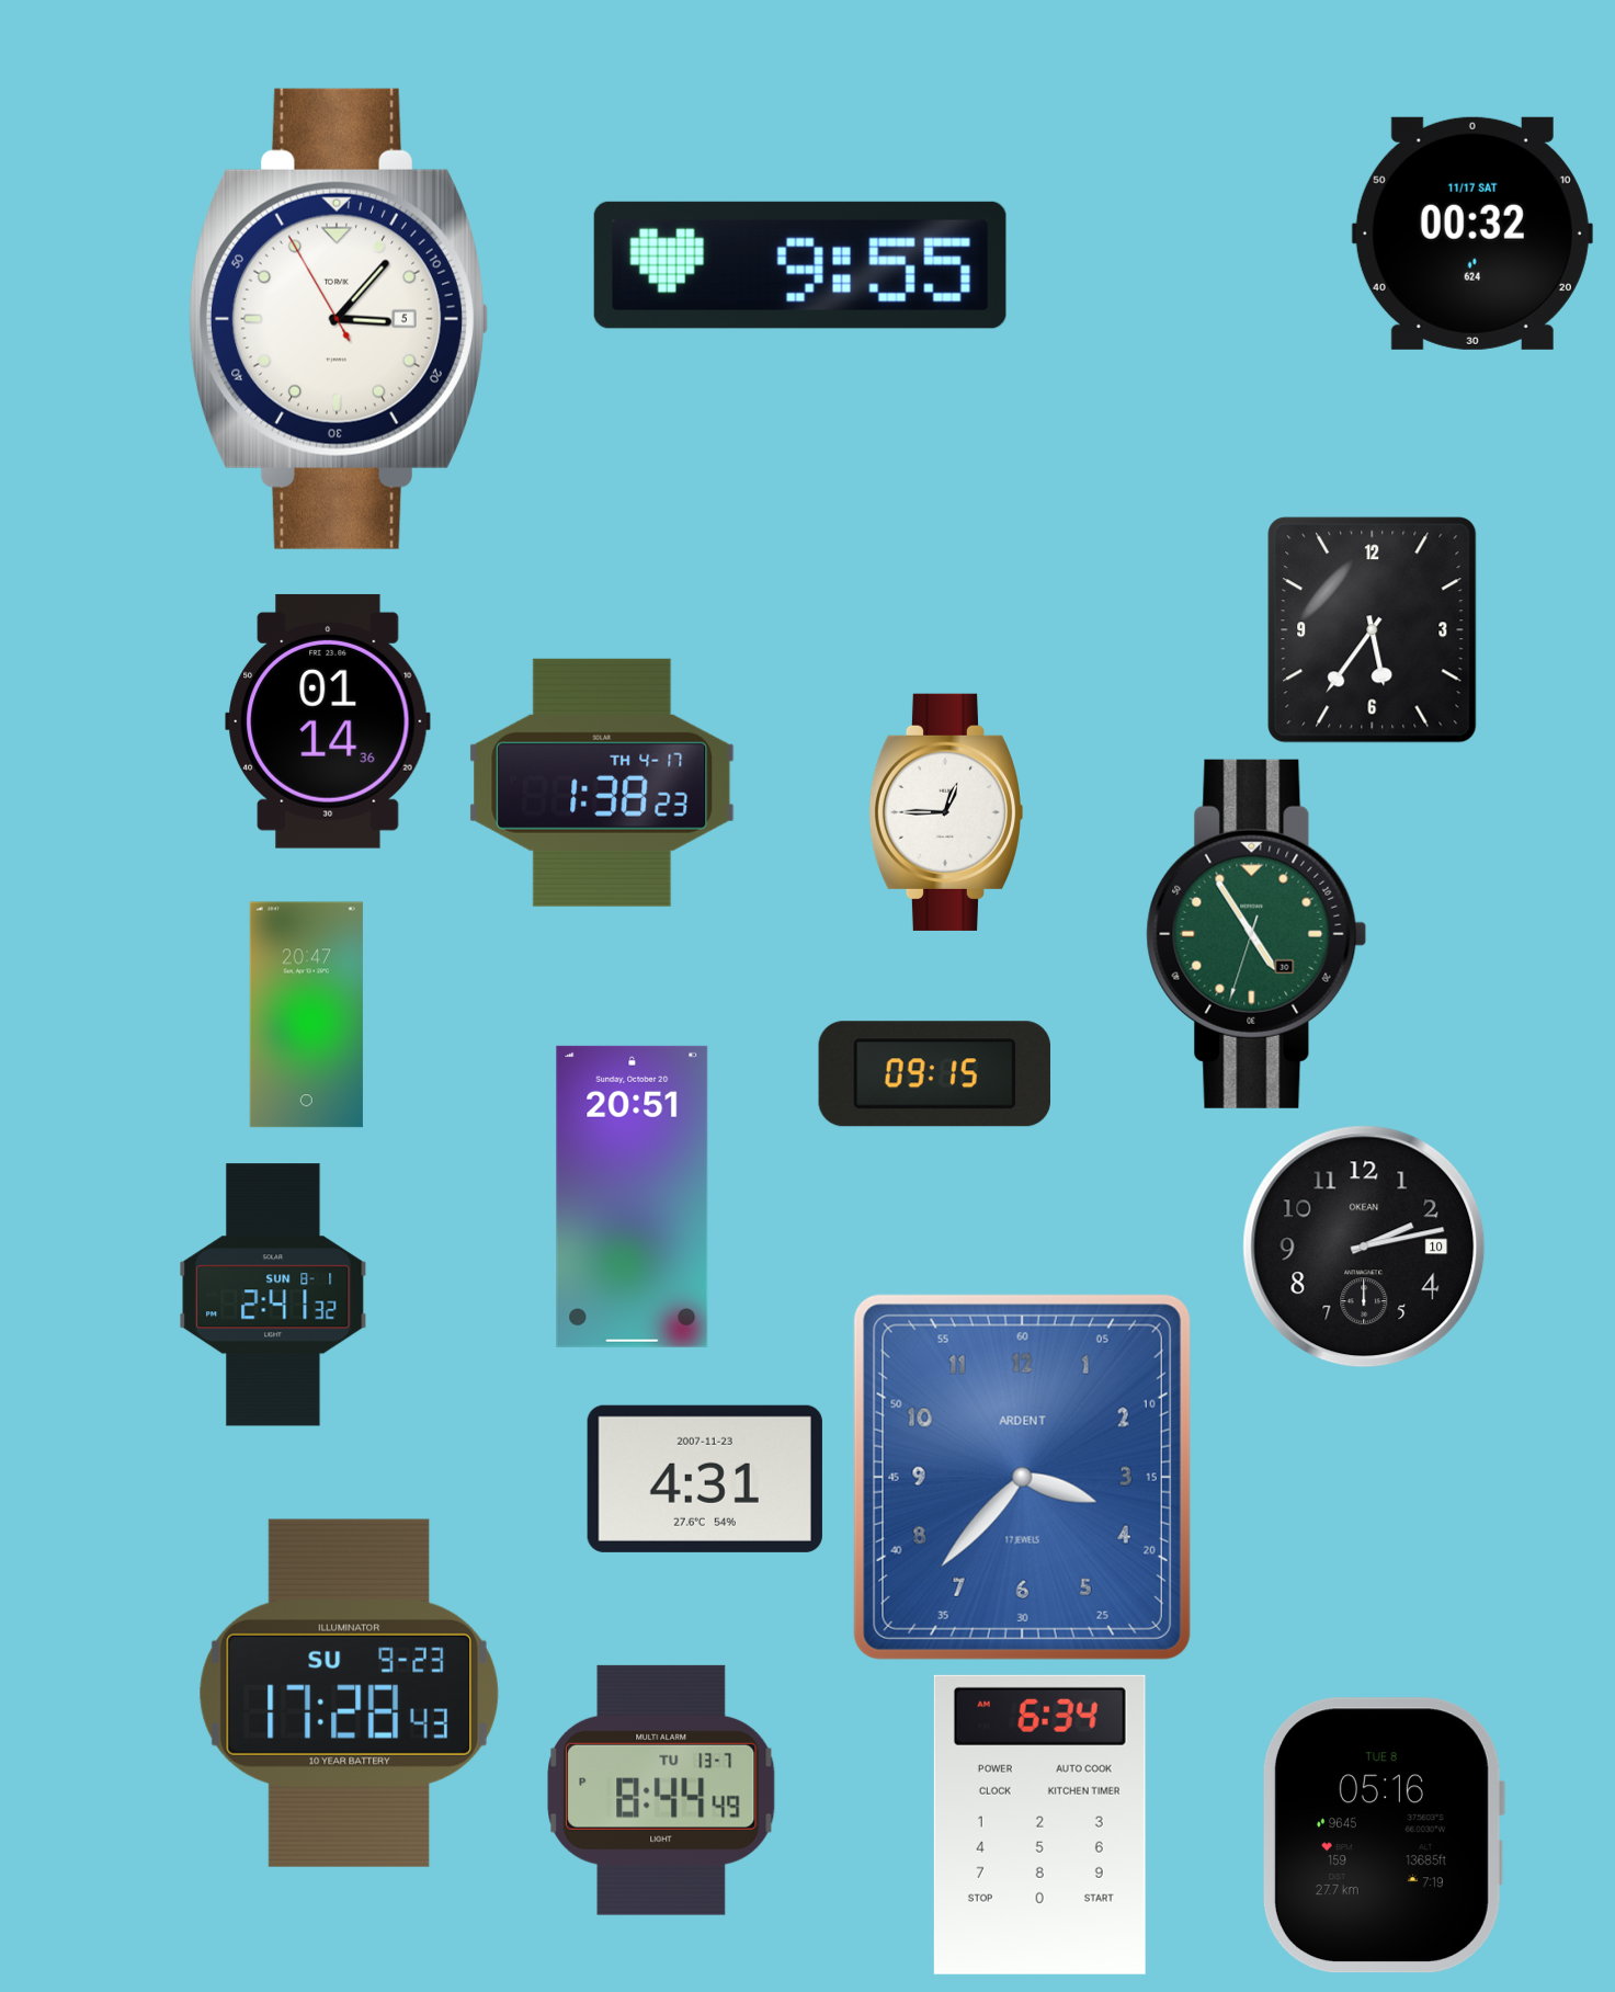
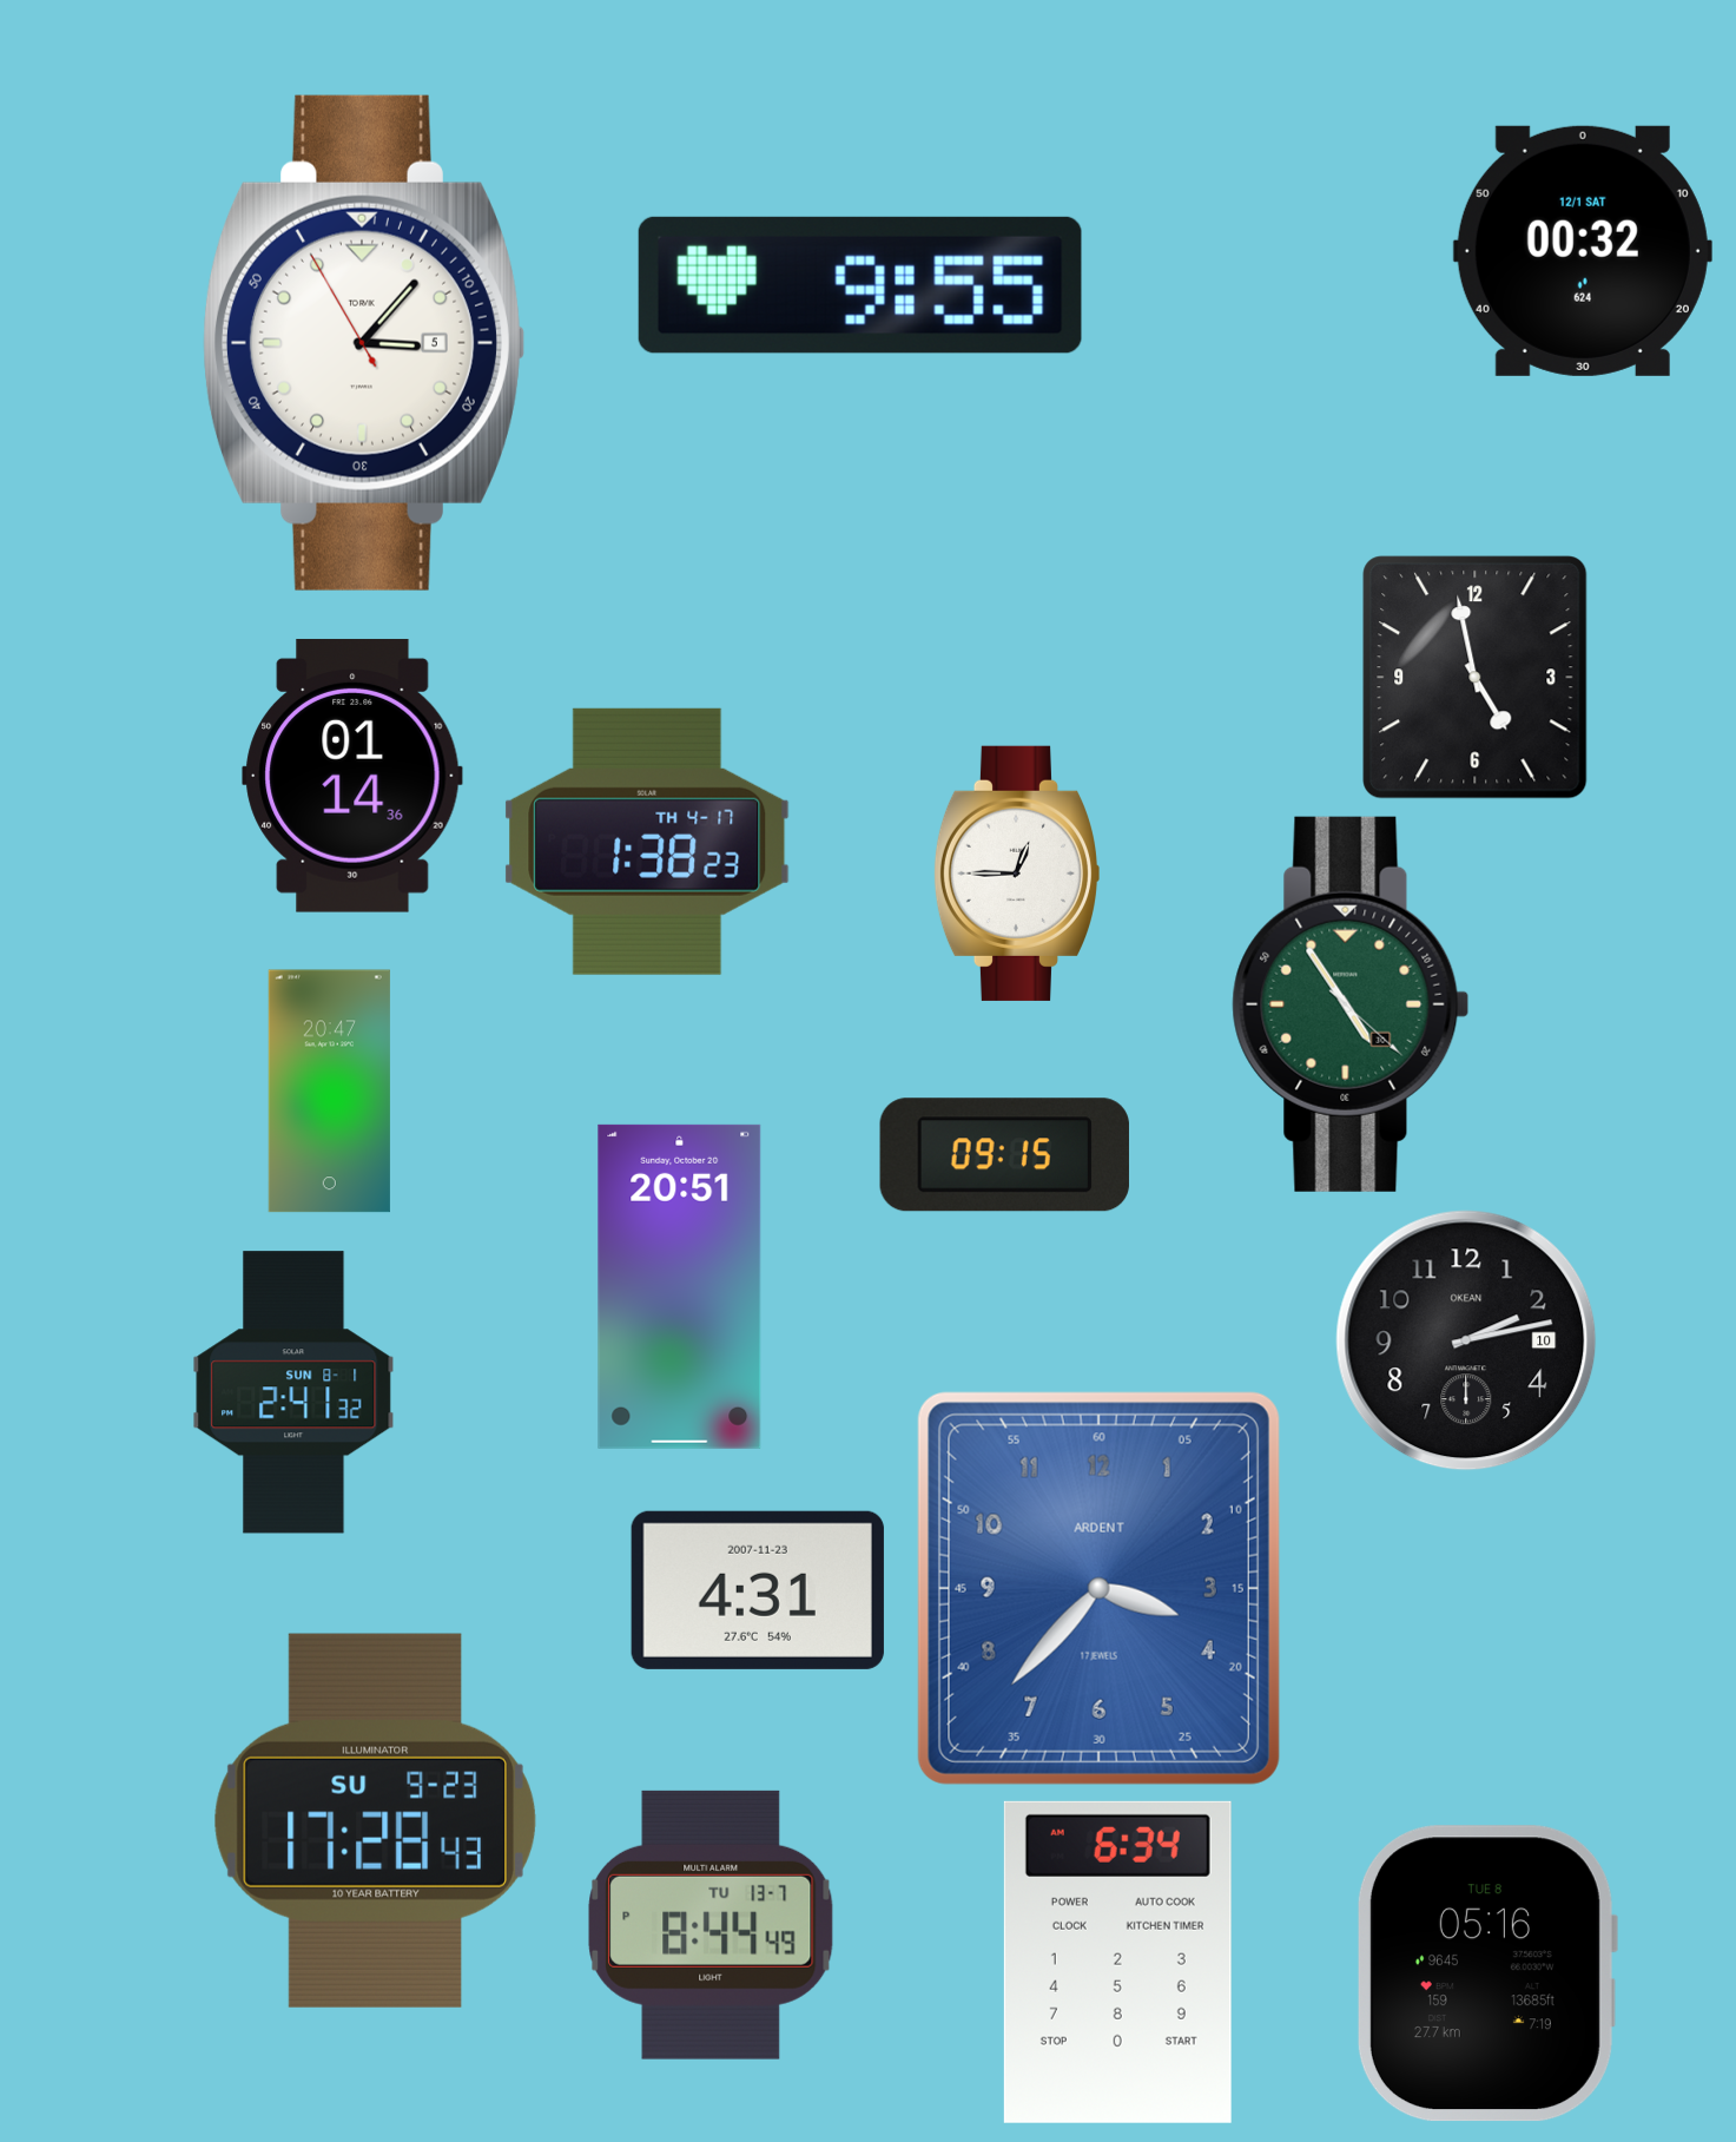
clock at (1472, 234) date: 11/17 SAT -> 12/1 SAT
clock at (1373, 630): 5:36 -> 4:58
clock at (1256, 934): 4:54:33 -> 4:54:22
